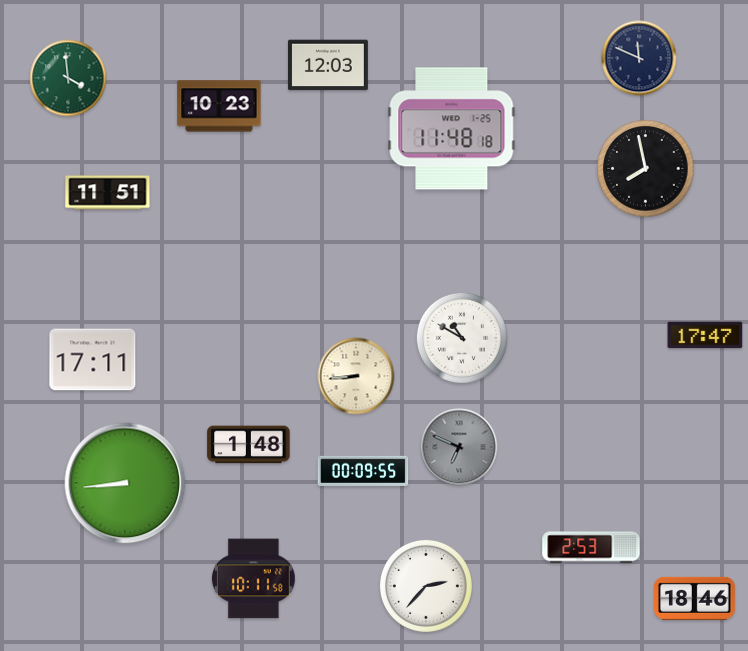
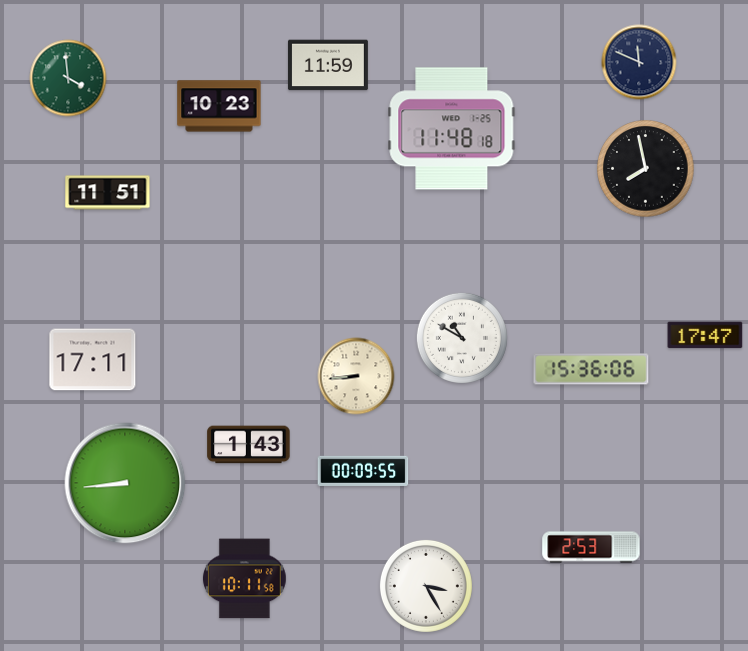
clock at (639, 58) position: (639, 58) -> (639, 62)
clock at (328, 65): 12:03 -> 11:59
clock at (591, 369): none -> 15:36
clock at (249, 445): 1:48 -> 1:43
clock at (459, 447): 6:49 -> none
clock at (253, 579) position: (253, 579) -> (244, 579)
clock at (426, 586): 2:37 -> 3:25
clock at (695, 598): 18:46 -> none
